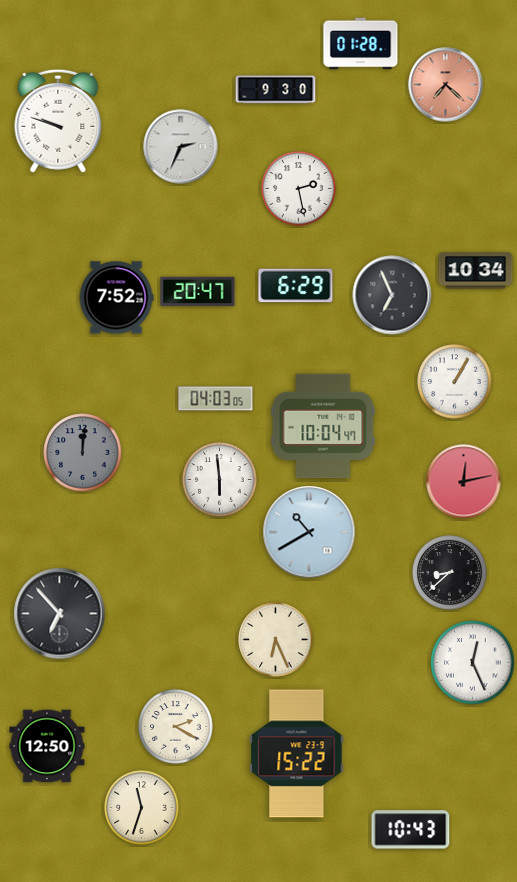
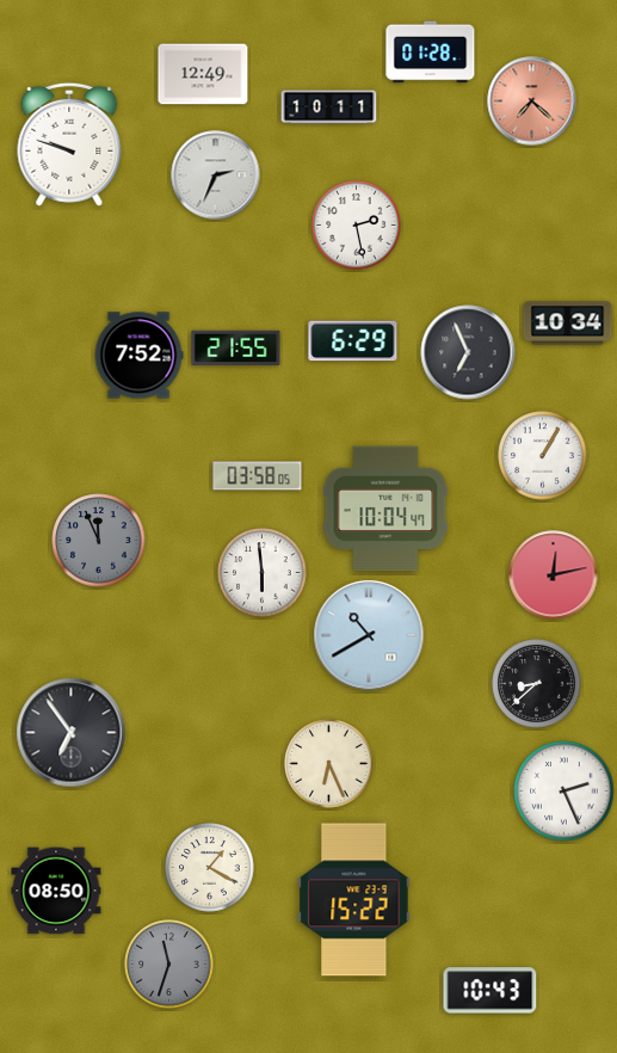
clock at (203, 74): none -> 12:49
clock at (276, 90): 9:30 -> 10:11
clock at (198, 291): 20:47 -> 21:55
clock at (216, 399): 04:03 -> 03:58
clock at (83, 453): 12:01 -> 11:56
clock at (60, 614): 6:53 -> 6:54
clock at (473, 663): 12:26 -> 2:26
clock at (176, 727): 2:20 -> 1:20
clock at (47, 746): 12:50 -> 08:50
clock at (142, 808) dial: cream -> grey
